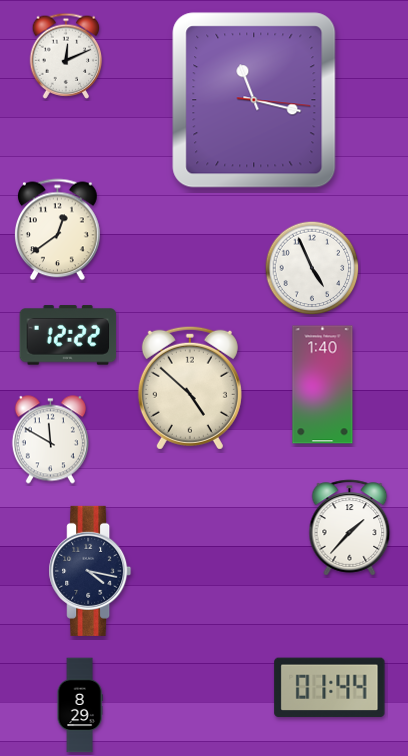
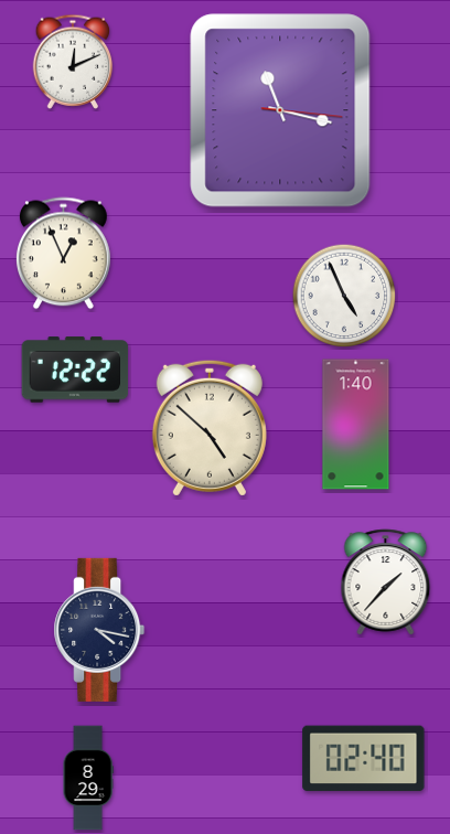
clock at (57, 230): 12:39 -> 12:56
clock at (50, 440): 11:50 -> none
clock at (330, 688): 01:44 -> 02:40
